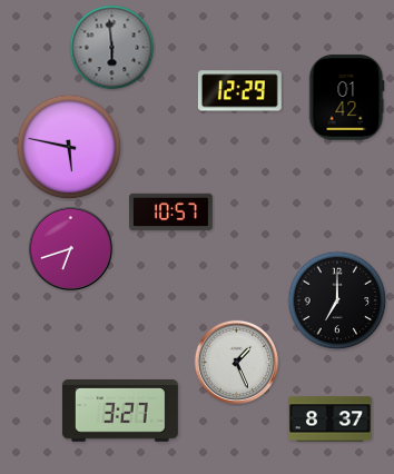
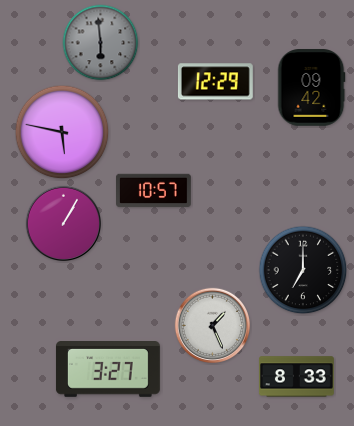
clock at (346, 98): 01:42 -> 09:42
clock at (70, 248): 6:42 -> 1:05
clock at (329, 419): 8:37 -> 8:33
